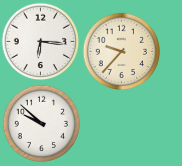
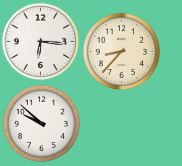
clock at (121, 51): 9:37 -> 8:37
